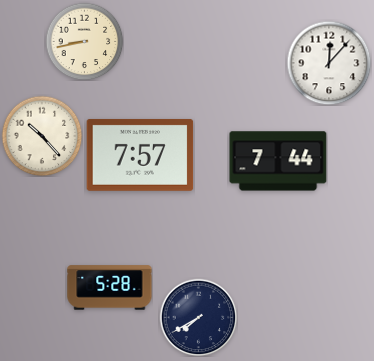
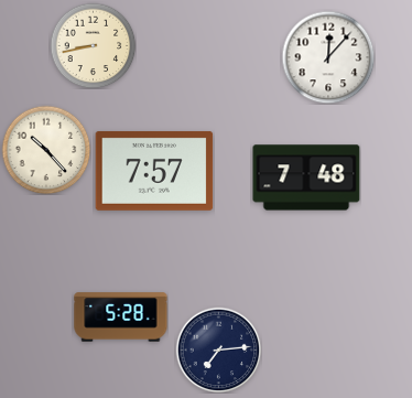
clock at (329, 63) position: (329, 63) -> (328, 57)
clock at (278, 161): 7:44 -> 7:48
clock at (198, 317): 7:40 -> 7:14
